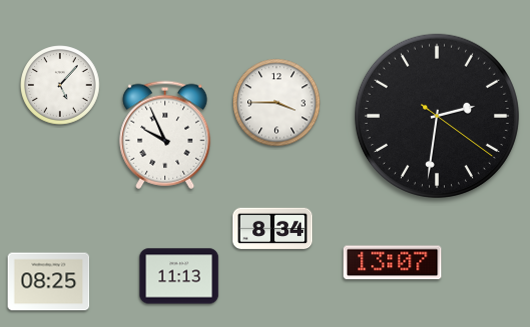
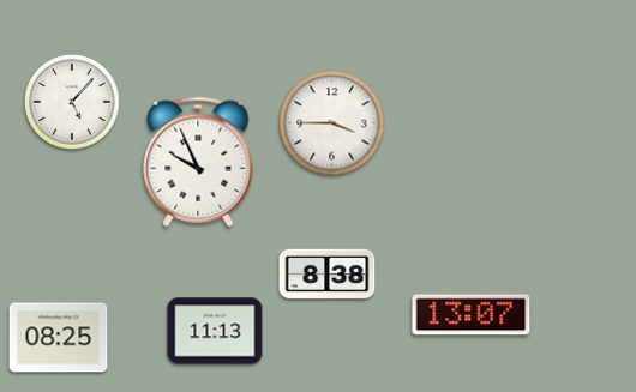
clock at (437, 116): 2:31 -> none
clock at (273, 229): 8:34 -> 8:38
